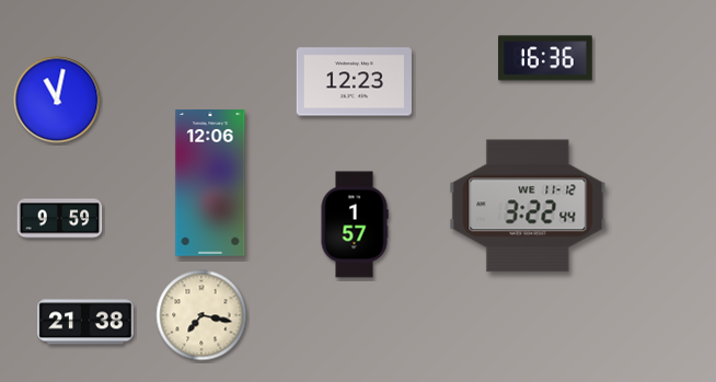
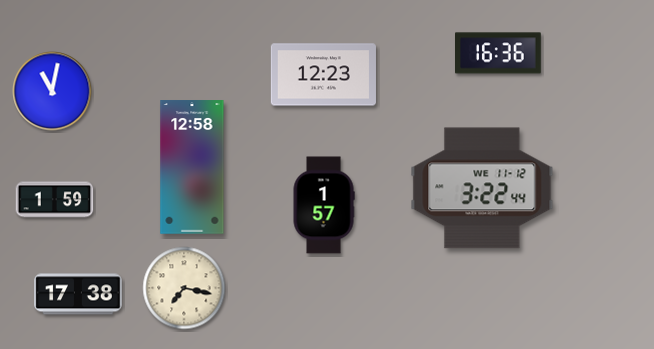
clock at (210, 183): 12:06 -> 12:58
clock at (60, 219): 9:59 -> 1:59
clock at (85, 322): 21:38 -> 17:38
